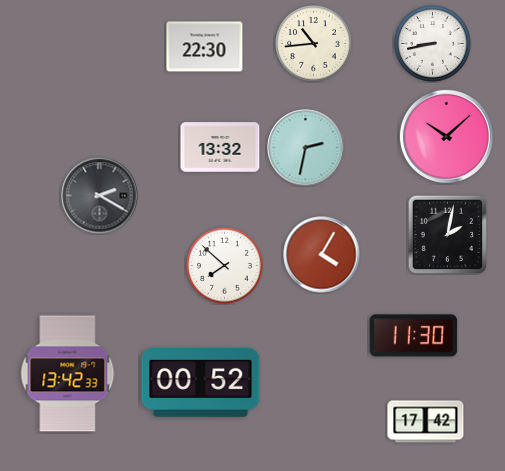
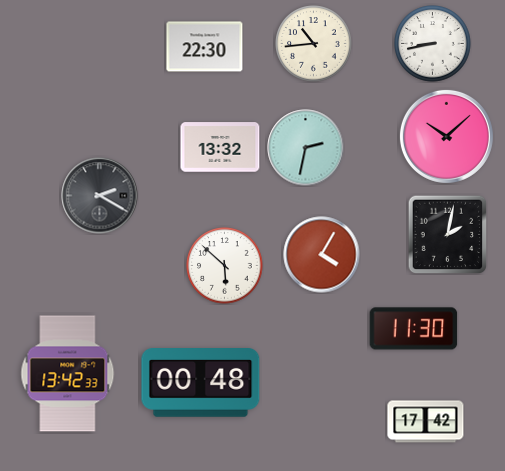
clock at (225, 266): 7:52 -> 5:52
clock at (414, 336) position: (414, 336) -> (414, 329)
clock at (201, 383): 00:52 -> 00:48
